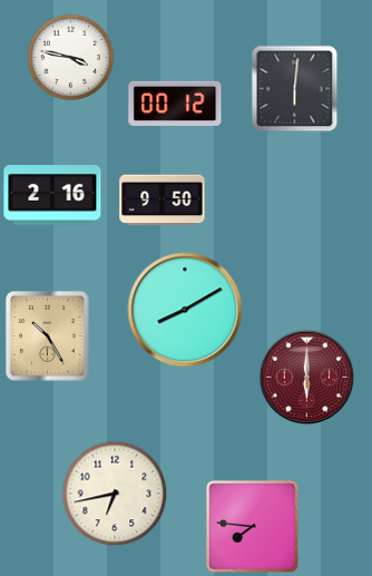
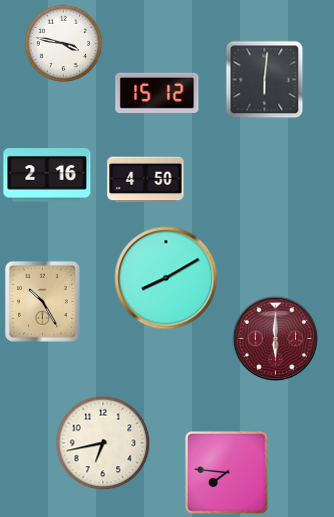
clock at (70, 57) position: (70, 57) -> (63, 43)
clock at (175, 104): 00:12 -> 15:12
clock at (163, 201): 9:50 -> 4:50
